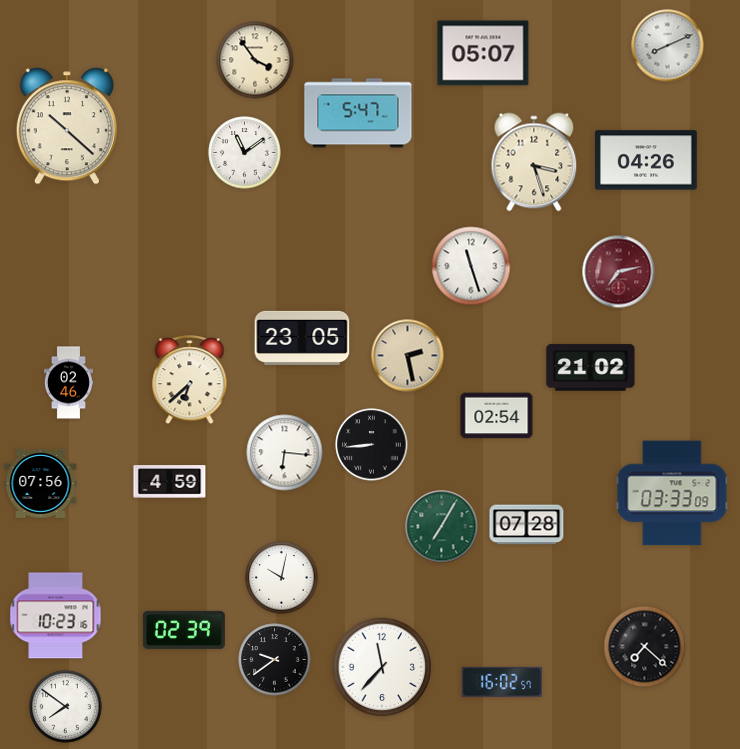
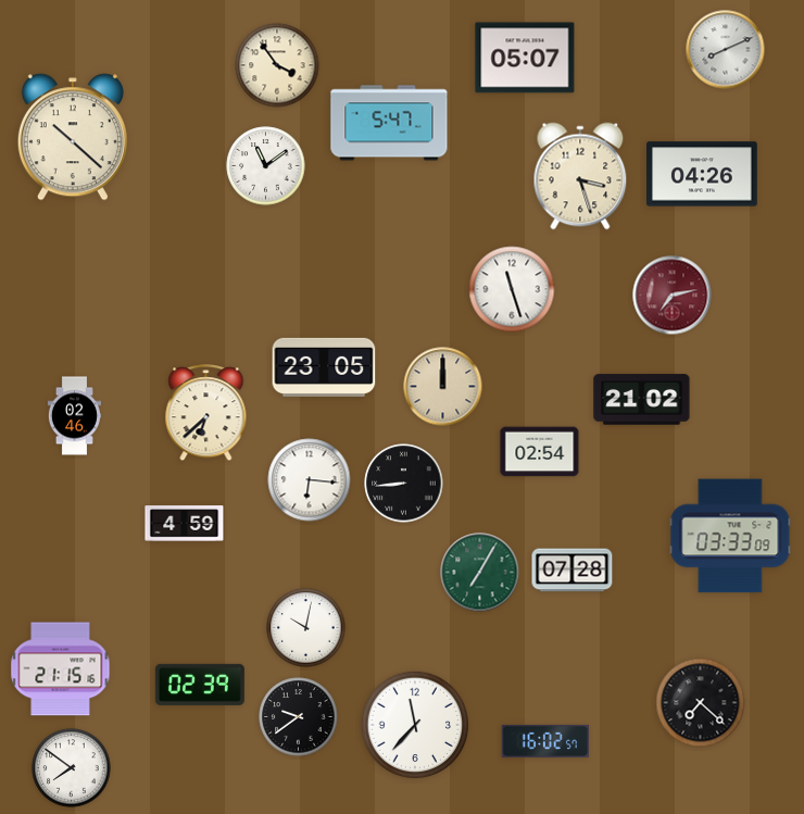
clock at (302, 338) position: (302, 338) -> (324, 367)
clock at (408, 356): 2:28 -> 12:00
clock at (285, 453) position: (285, 453) -> (310, 480)
clock at (41, 483): 07:56 -> none
clock at (56, 616): 10:23 -> 21:15
